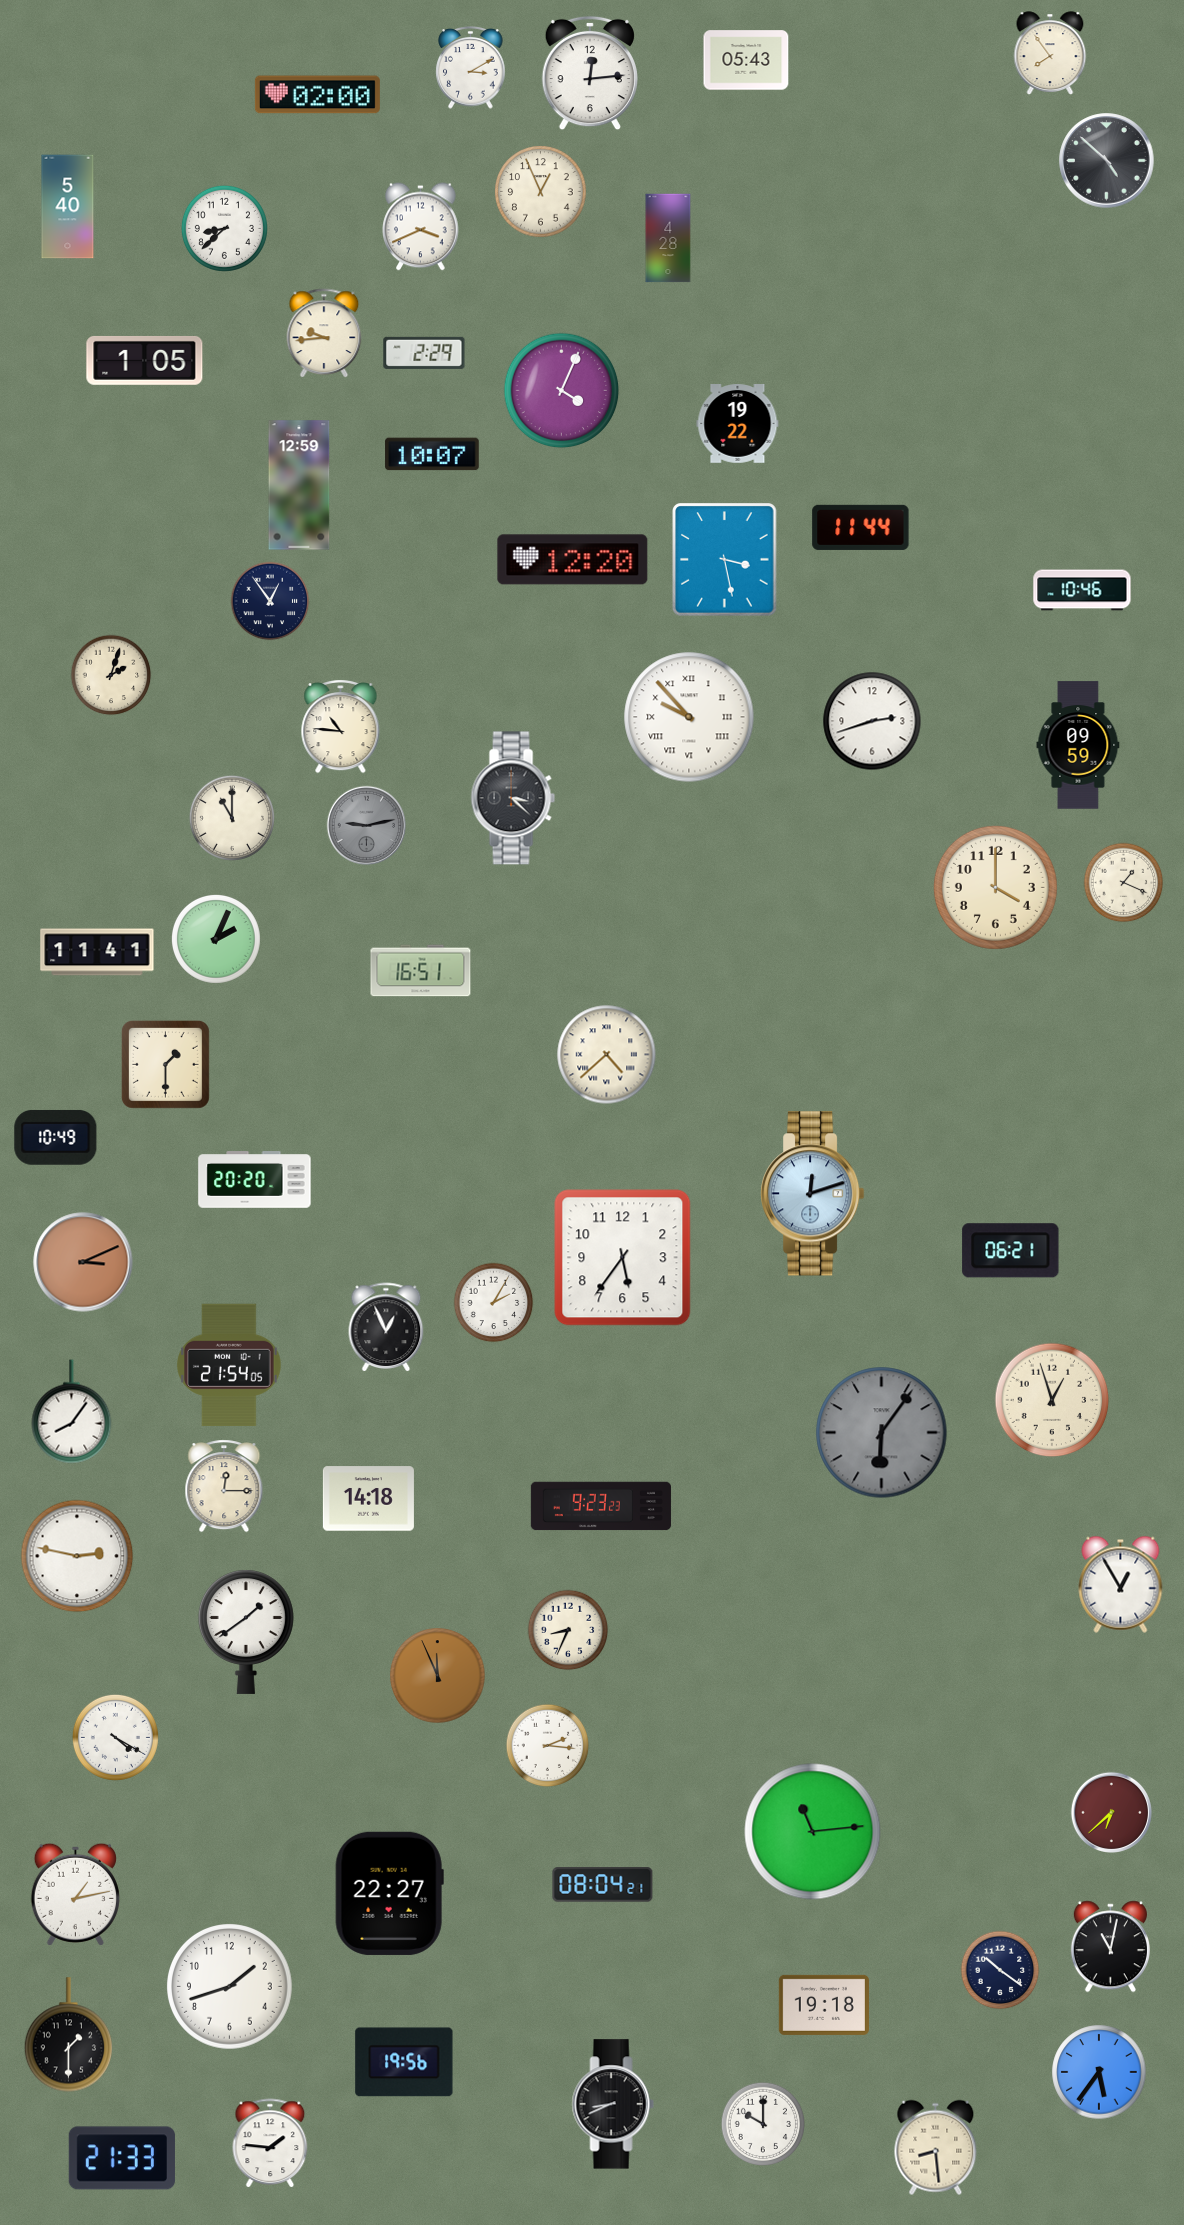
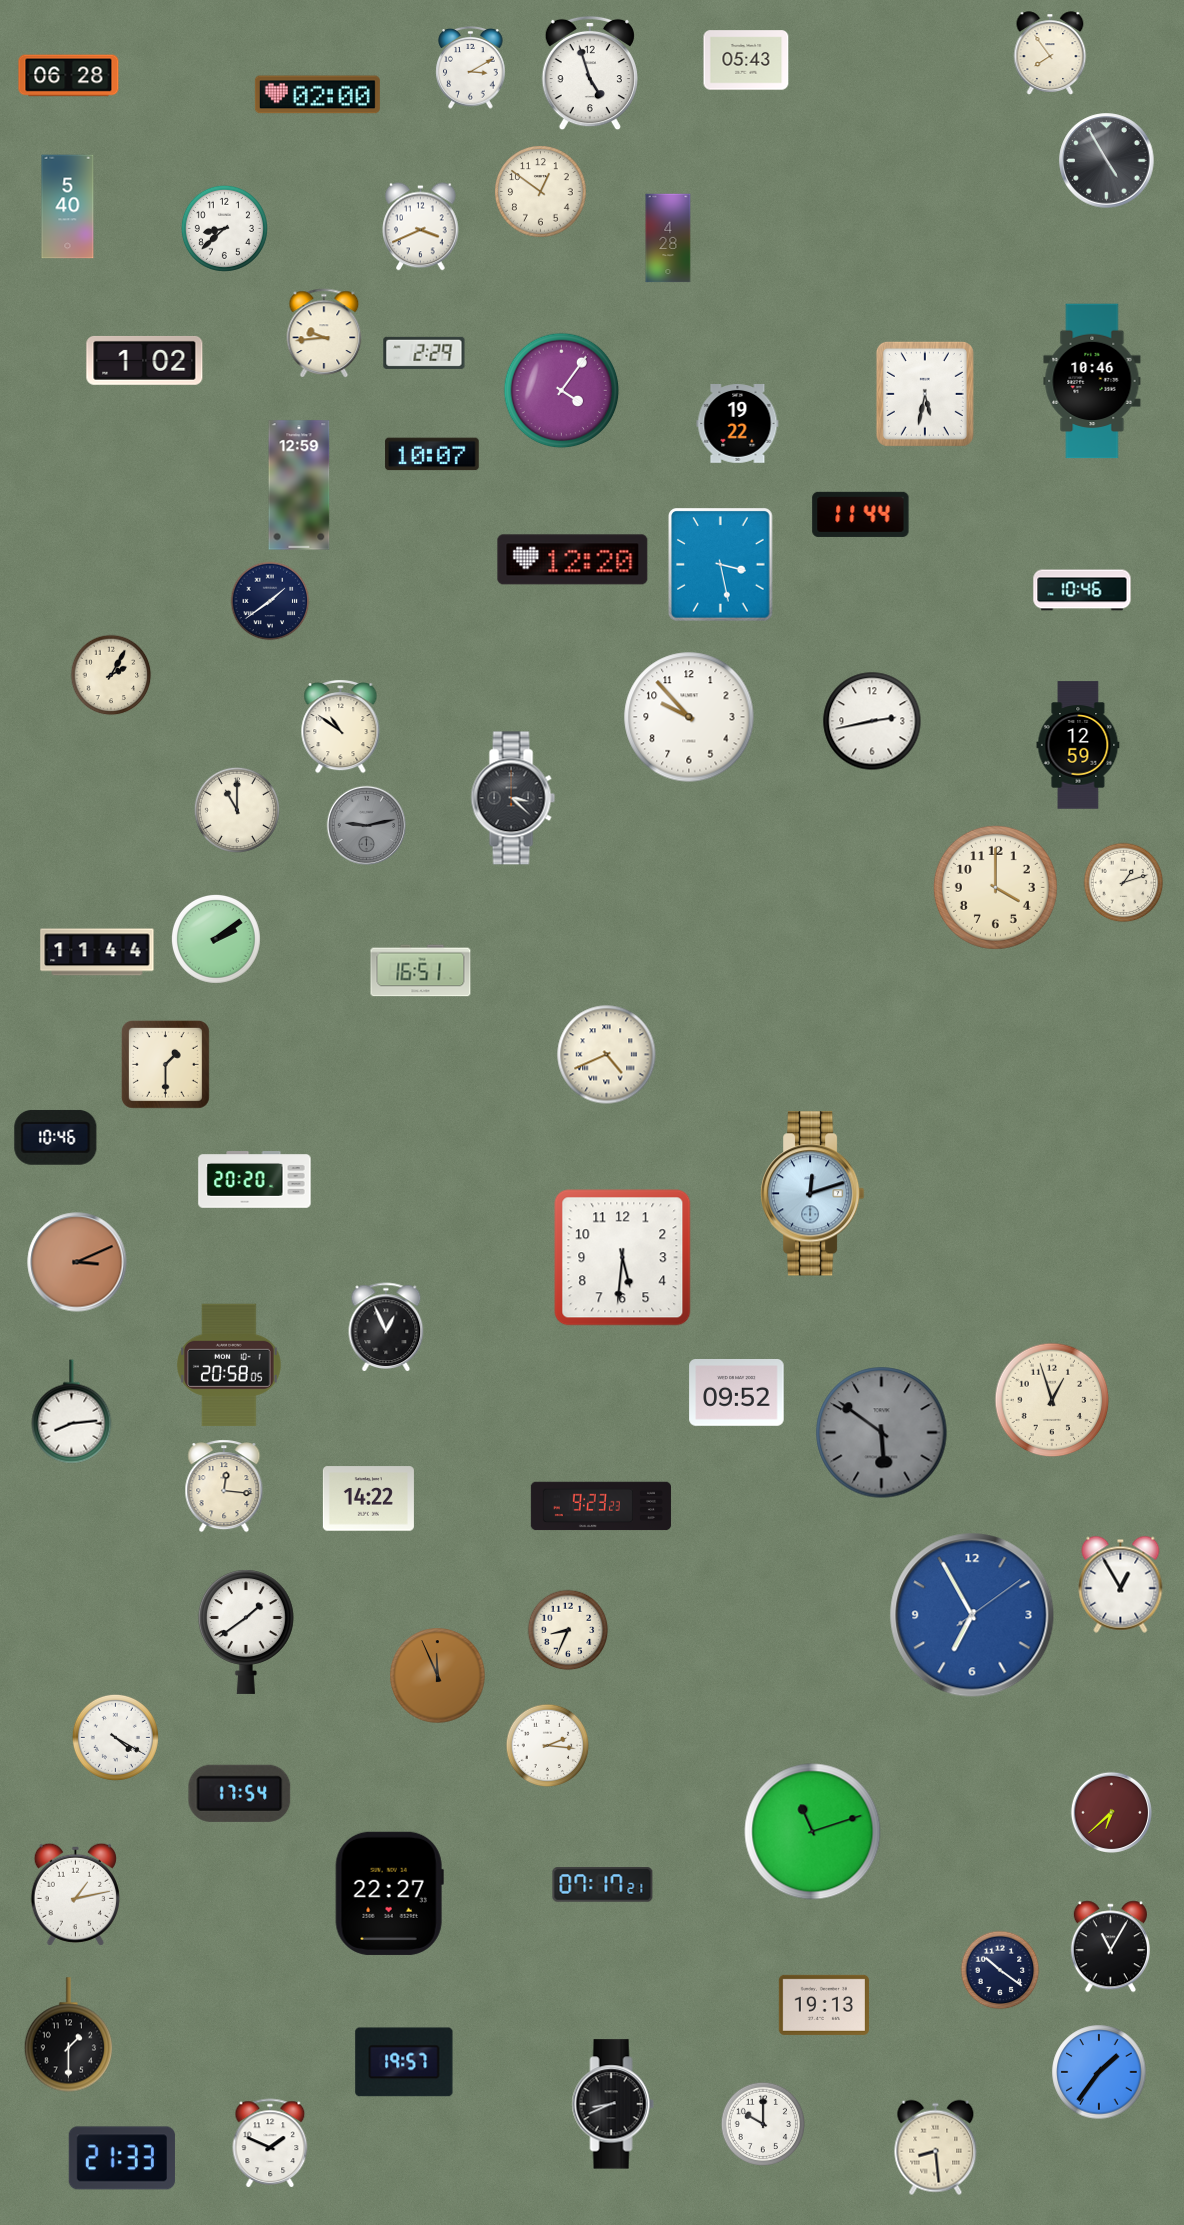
clock at (590, 73): 12:14 -> 4:57
clock at (69, 76): none -> 06:28
clock at (1107, 161): 4:52 -> 4:55
clock at (541, 192): 12:56 -> 12:51
clock at (145, 360): 1:05 -> 1:02
clock at (1092, 381): none -> 10:46
clock at (562, 391): 4:04 -> 4:06
clock at (925, 394): none -> 5:32
clock at (861, 527) position: (861, 527) -> (861, 514)
clock at (725, 560) position: (725, 560) -> (721, 565)
clock at (270, 601): 12:54 -> 1:39
clock at (111, 675): 2:03 -> 2:05
clock at (689, 717) numerals: Roman -> Arabic
clock at (872, 721): 2:42 -> 2:43
clock at (341, 727): 10:46 -> 10:51
clock at (1078, 745): 09:59 -> 12:59
clock at (232, 818) position: (232, 818) -> (237, 810)
clock at (1124, 883): 1:19 -> 1:12
clock at (216, 939): 2:04 -> 2:09
clock at (97, 952): 11:41 -> 11:44
clock at (607, 1055): 4:38 -> 4:41
clock at (56, 1137): 10:49 -> 10:46
clock at (1011, 1251): 06:21 -> none
clock at (623, 1258): 5:36 -> 5:31
clock at (83, 1262) position: (83, 1262) -> (77, 1262)
clock at (494, 1303): 2:05 -> none
clock at (229, 1364): 21:54 -> 20:58
clock at (737, 1393): none -> 09:52
clock at (72, 1412): 8:06 -> 8:14
clock at (882, 1433): 6:06 -> 5:51
clock at (224, 1486): 12:15 -> 12:16
clock at (368, 1499): 14:18 -> 14:22
clock at (77, 1556): 2:47 -> none
clock at (972, 1615): none -> 6:55
clock at (240, 1793): none -> 17:54
clock at (813, 1832): 11:14 -> 11:12
clock at (603, 1885): 08:04 -> 07:17
clock at (1110, 1947): 11:02 -> 11:05
clock at (230, 1987): 1:42 -> none
clock at (824, 2005): 19:18 -> 19:13
clock at (404, 2062): 19:56 -> 19:57
clock at (1099, 2072): 5:36 -> 1:36
clock at (270, 2143): 1:46 -> 1:49
